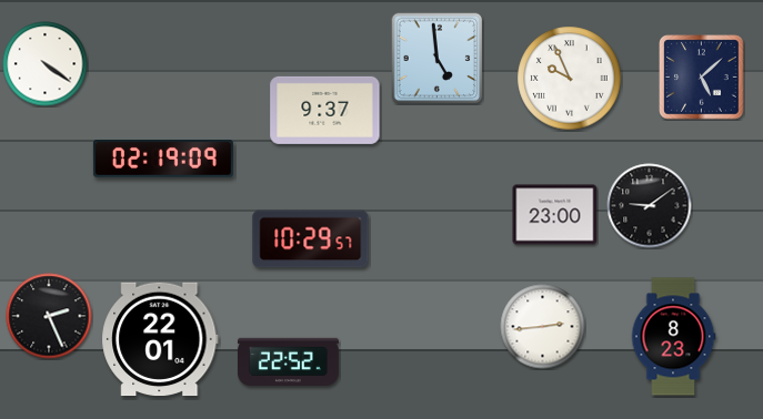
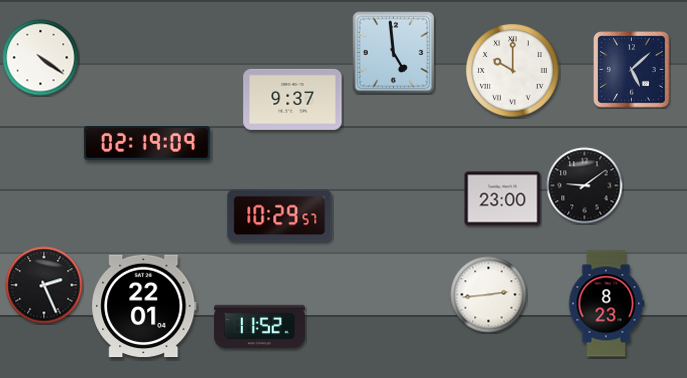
clock at (570, 79): 9:56 -> 10:00
clock at (555, 215) position: (555, 215) -> (503, 199)
clock at (288, 361): 22:52 -> 11:52
